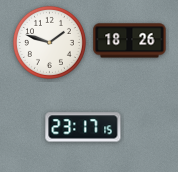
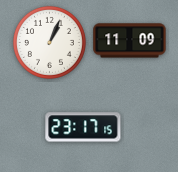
clock at (130, 41): 18:26 -> 11:09
clock at (49, 42): 1:48 -> 1:04
